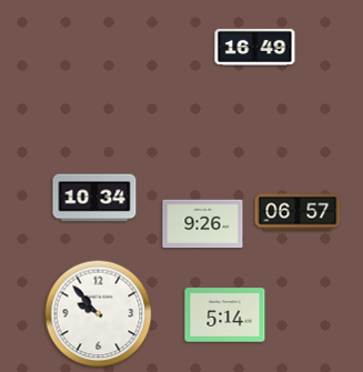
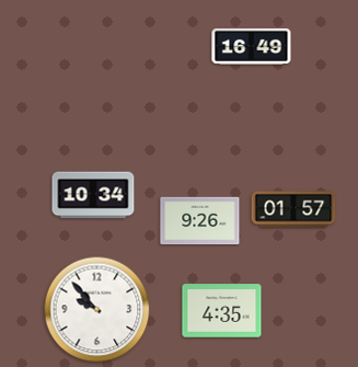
clock at (298, 212): 06:57 -> 01:57
clock at (225, 315): 5:14 -> 4:35
